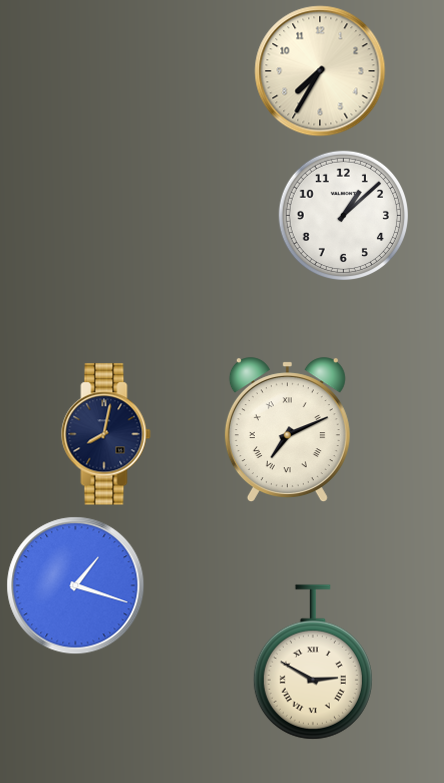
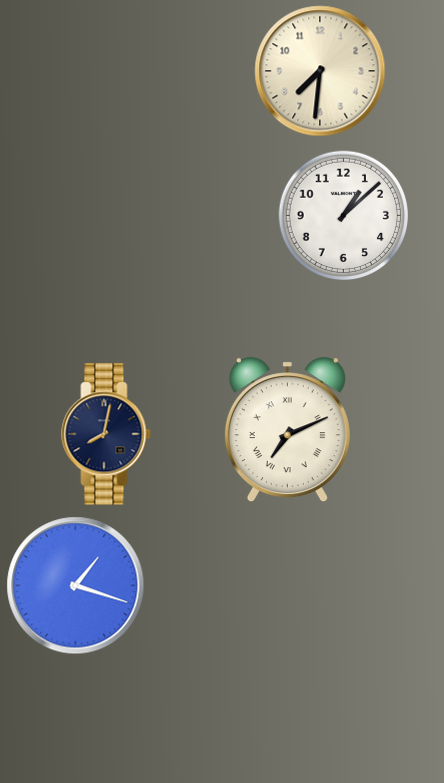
clock at (320, 71): 7:35 -> 7:31
clock at (313, 662): 2:50 -> none
